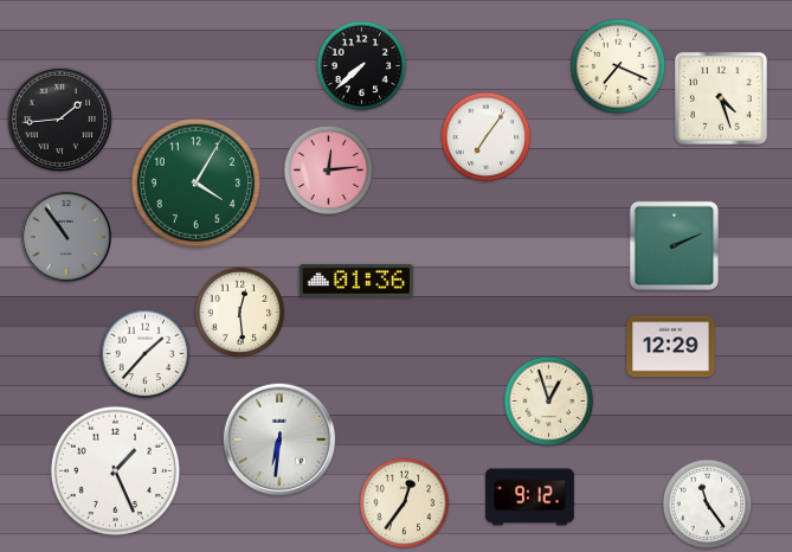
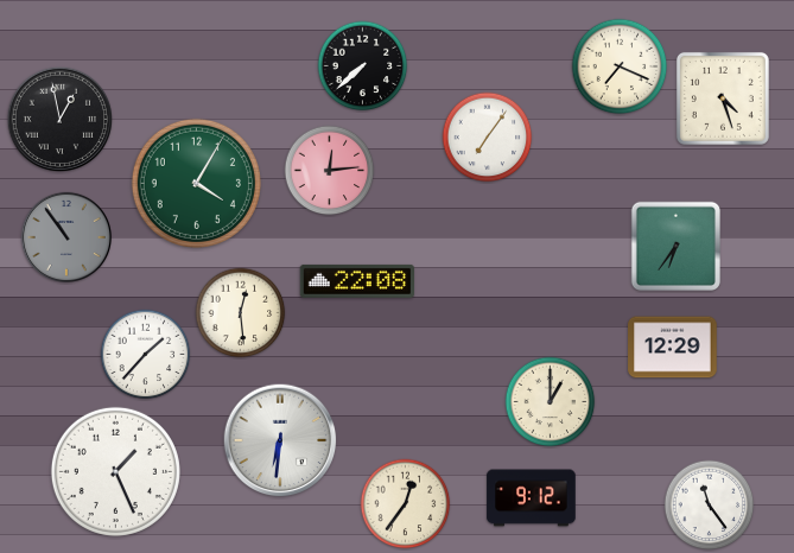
clock at (60, 120): 1:44 -> 12:58
clock at (674, 245): 2:11 -> 6:36
clock at (355, 281): 01:36 -> 22:08
clock at (549, 402): 12:57 -> 1:00
